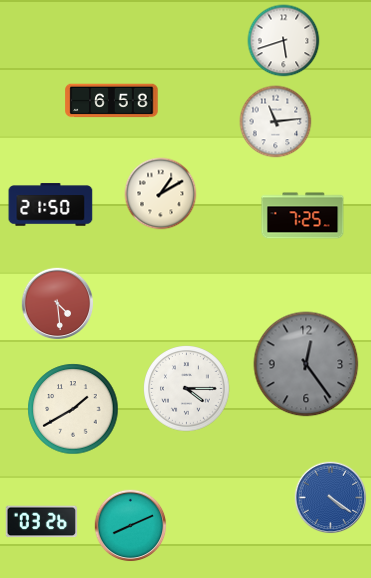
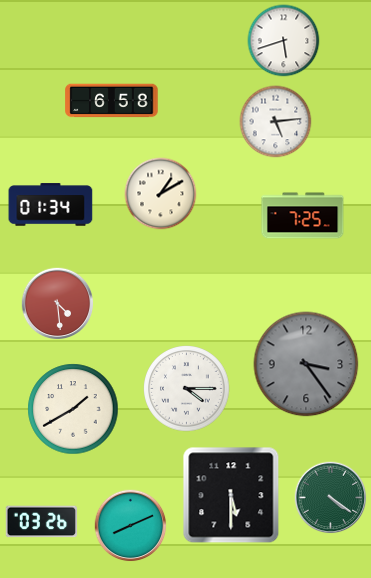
clock at (276, 122): 11:14 -> 5:14
clock at (51, 205): 21:50 -> 01:34
clock at (306, 364): 12:24 -> 3:24
clock at (231, 495): none -> 5:30
clock at (331, 498) dial: blue -> green
